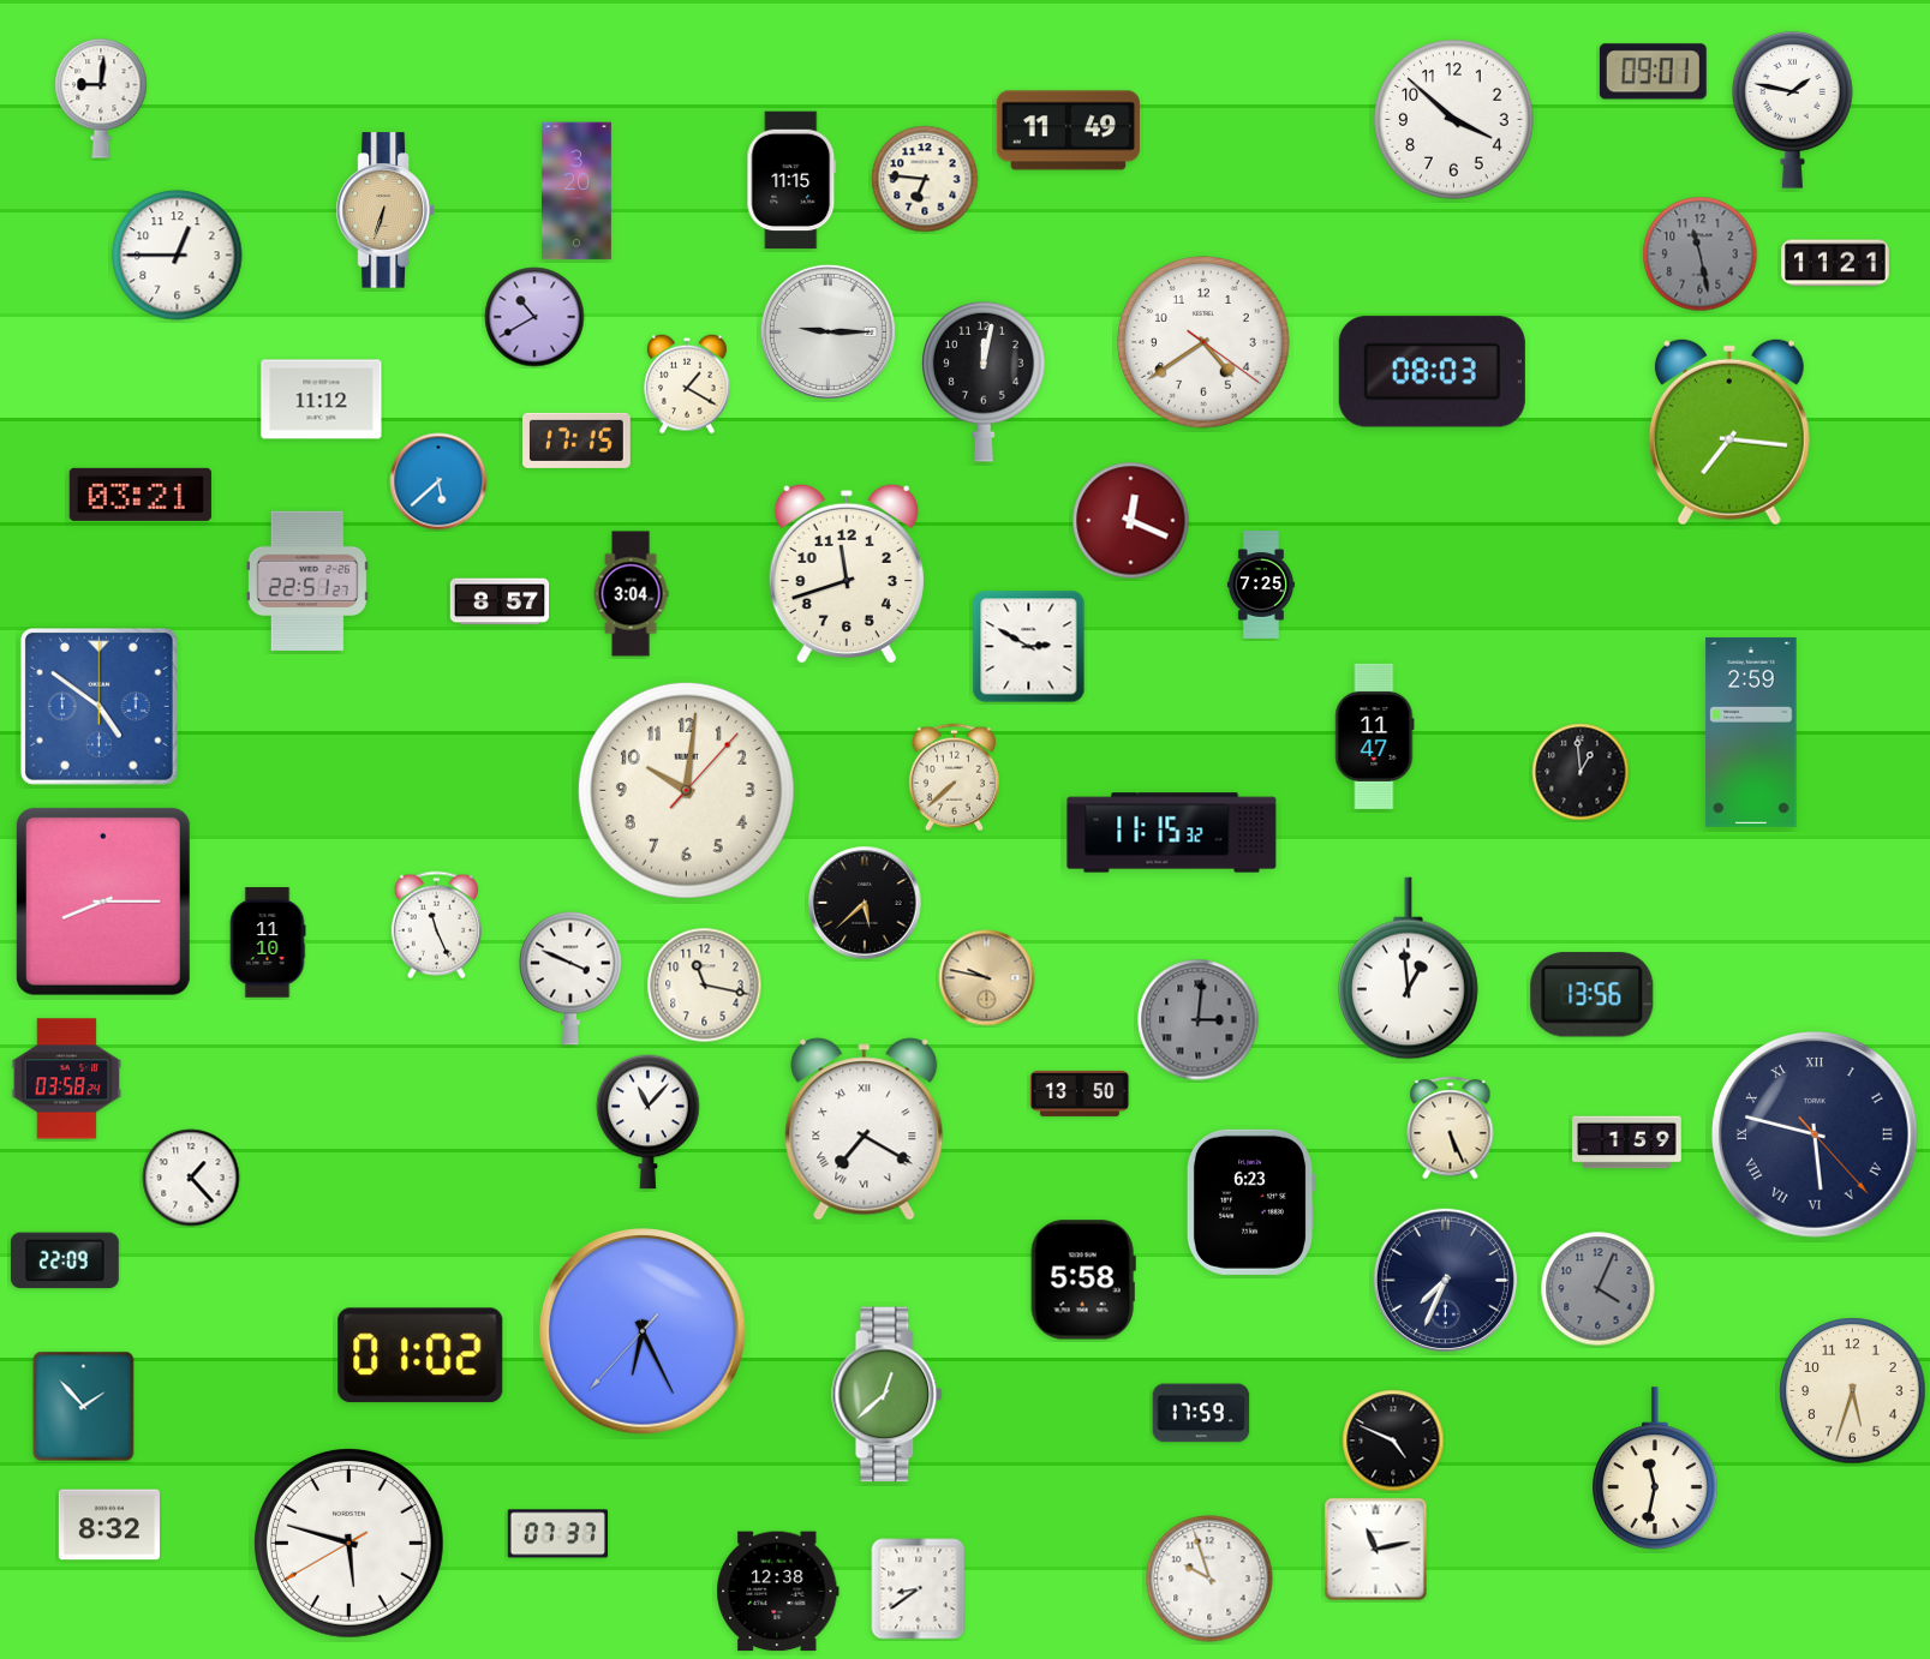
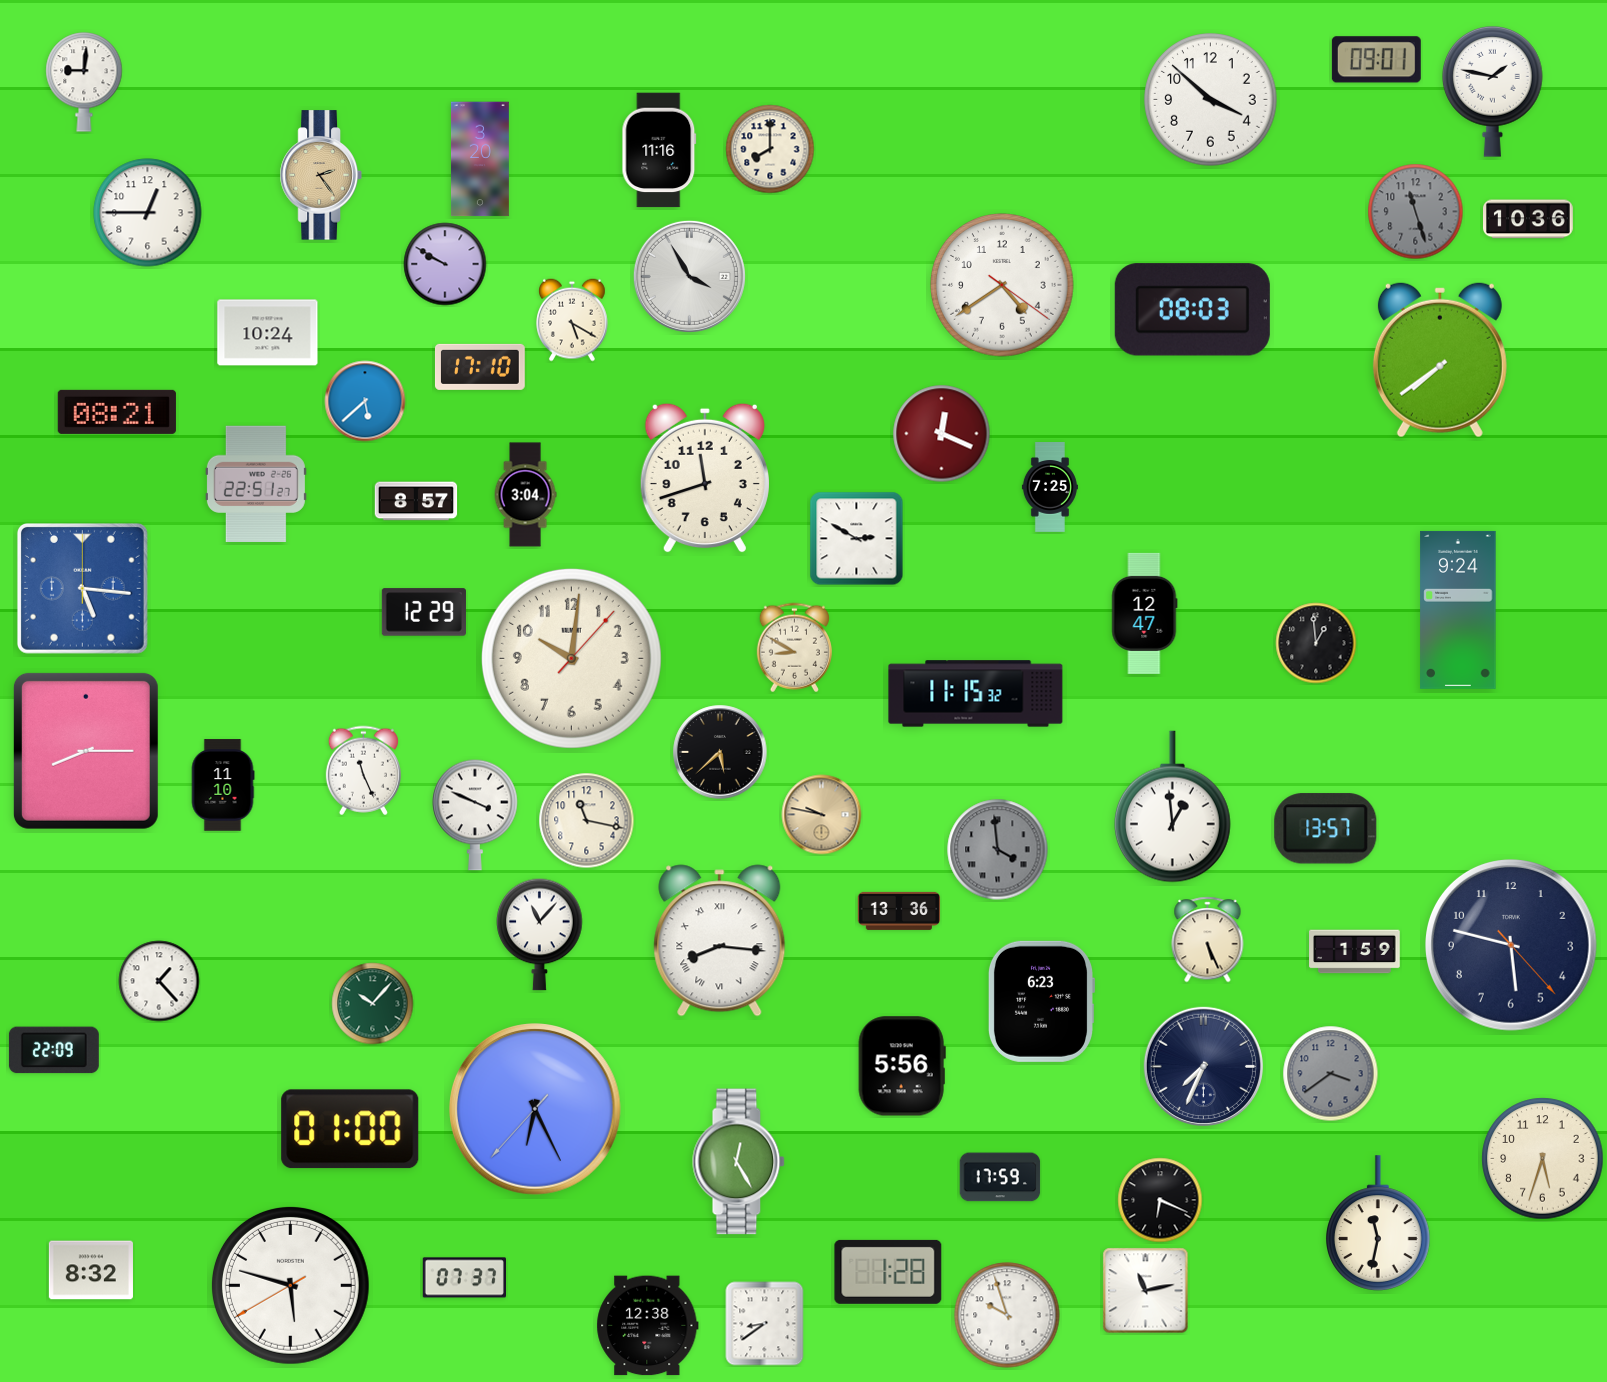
clock at (1068, 131): 11:49 -> none
clock at (925, 179): 6:46 -> 8:00
clock at (791, 180): 11:15 -> 11:16
clock at (386, 210): 6:33 -> 2:24
clock at (1701, 254): 11:28 -> 11:27
clock at (1836, 263): 11:21 -> 10:36
clock at (534, 317): 10:40 -> 9:50
clock at (827, 331): 9:15 -> 3:55
clock at (985, 382): 12:02 -> none
clock at (688, 384): 1:20 -> 5:20
clock at (322, 400): 11:12 -> 10:24
clock at (1729, 432): 7:16 -> 7:39
clock at (576, 441): 17:15 -> 17:10
clock at (141, 495): 03:21 -> 08:21
clock at (98, 706): 4:51 -> 5:16
clock at (1751, 732): 2:59 -> 9:24
clock at (424, 612): none -> 12:29
clock at (1375, 736): 11:47 -> 12:47
clock at (954, 778): 7:38 -> 8:50
clock at (1593, 995): 13:56 -> 13:57
clock at (1199, 1020): 3:01 -> 3:59
clock at (67, 1079): 03:58 -> none
clock at (1080, 1094): 13:50 -> 13:36
clock at (865, 1130): 7:20 -> 8:16
clock at (1816, 1136) numerals: Roman -> Arabic
clock at (373, 1004): none -> 10:07
clock at (1083, 1280): 5:58 -> 5:56
clock at (1599, 1289): 4:04 -> 3:39
clock at (420, 1355): 01:02 -> 01:00
clock at (888, 1395): 12:38 -> 12:25
clock at (84, 1407): 1:53 -> none
clock at (1393, 1441): 4:49 -> 6:19
clock at (888, 1272): none -> 1:28
